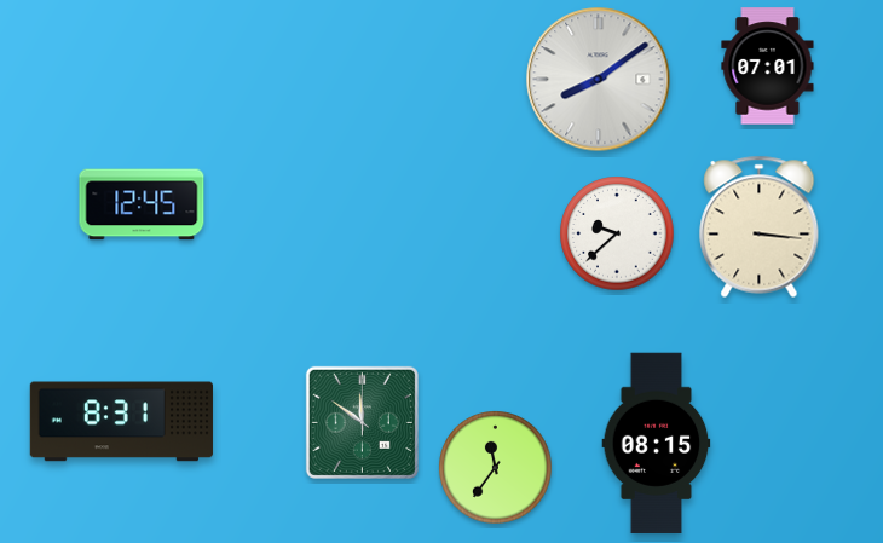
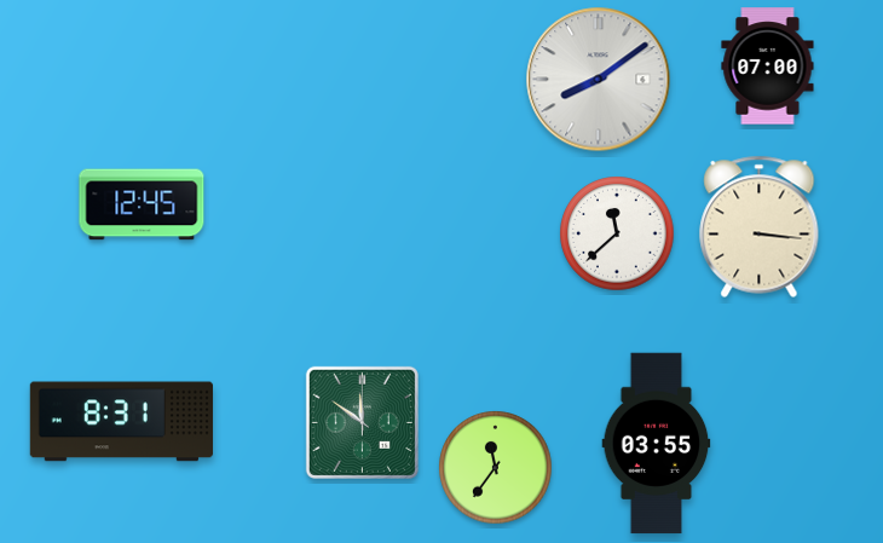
clock at (768, 67): 07:01 -> 07:00
clock at (617, 233): 9:38 -> 11:38
clock at (657, 444): 08:15 -> 03:55
